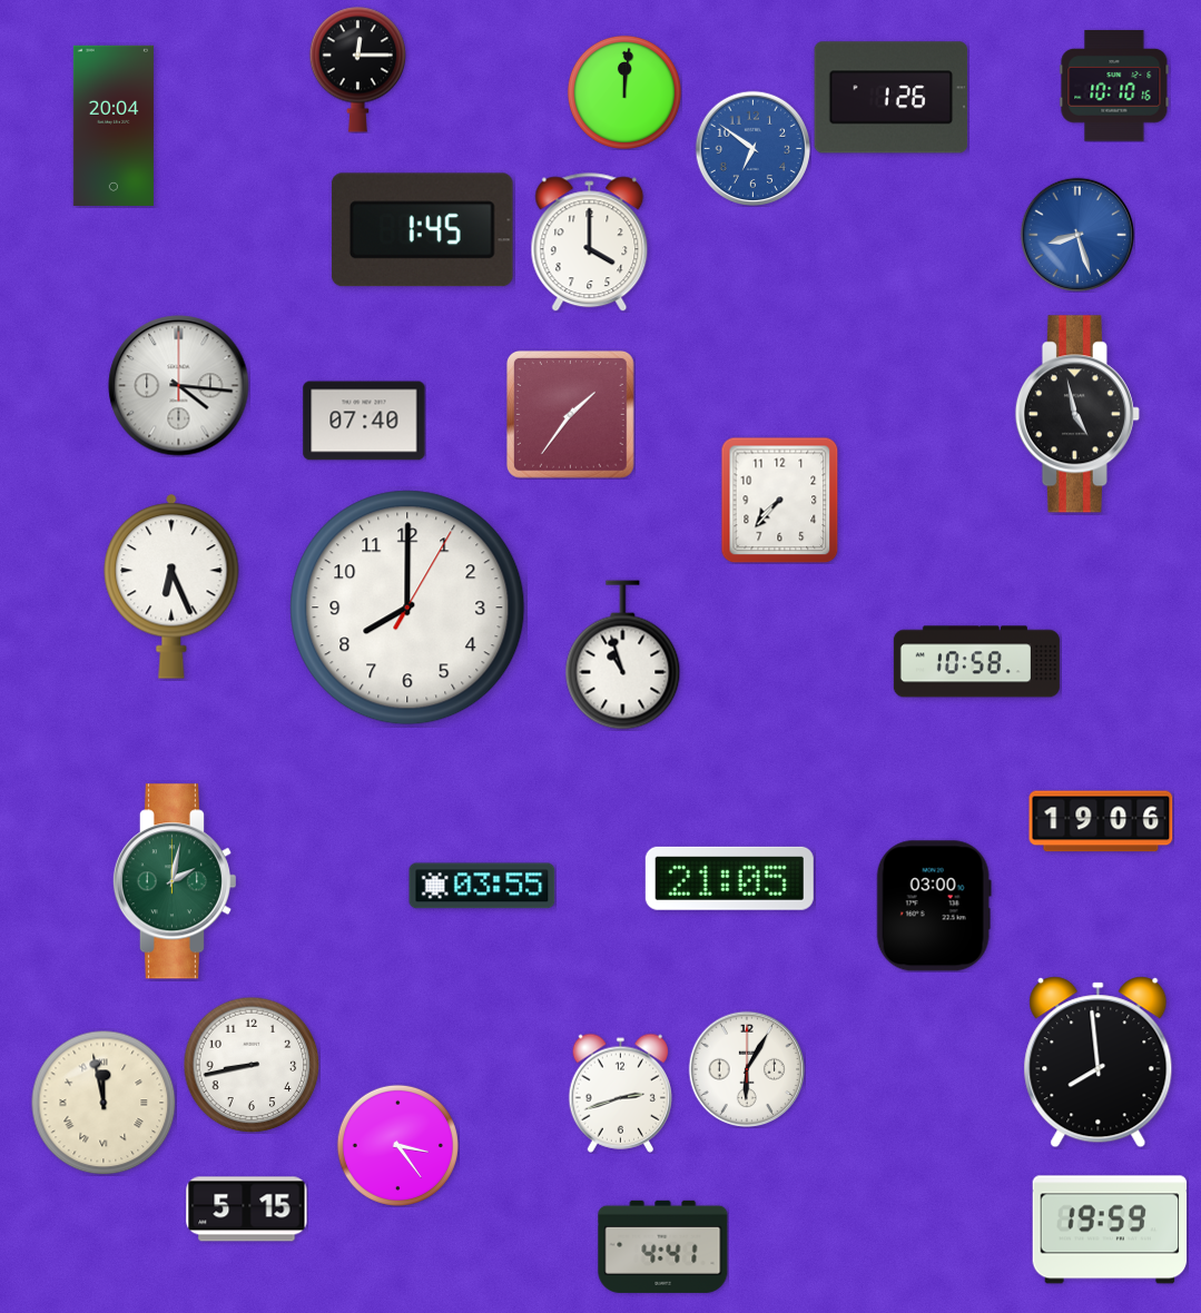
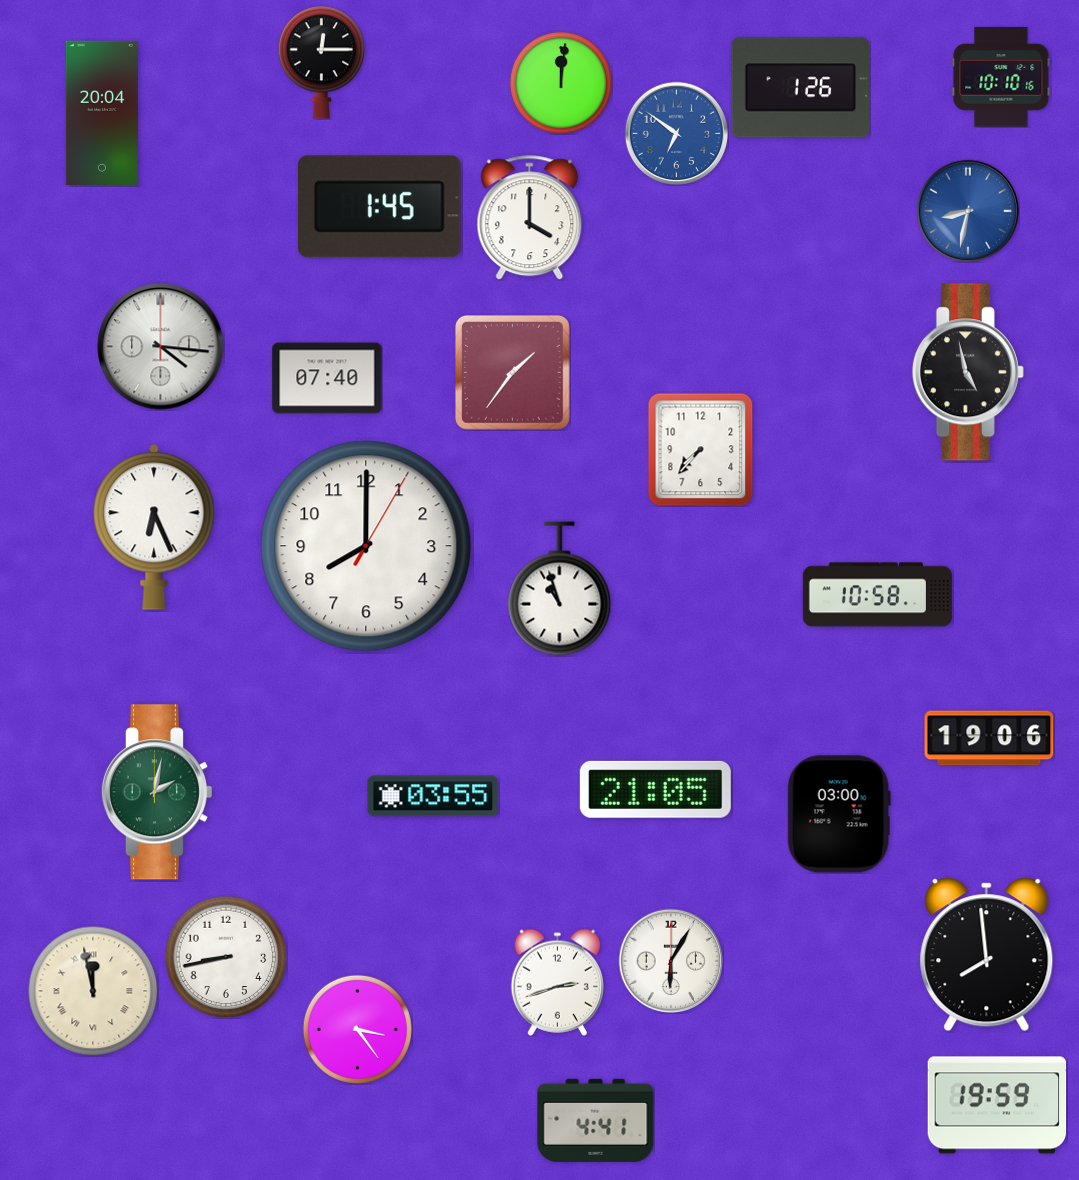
clock at (1076, 234): 8:27 -> 8:32
clock at (247, 1210): 5:15 -> none
